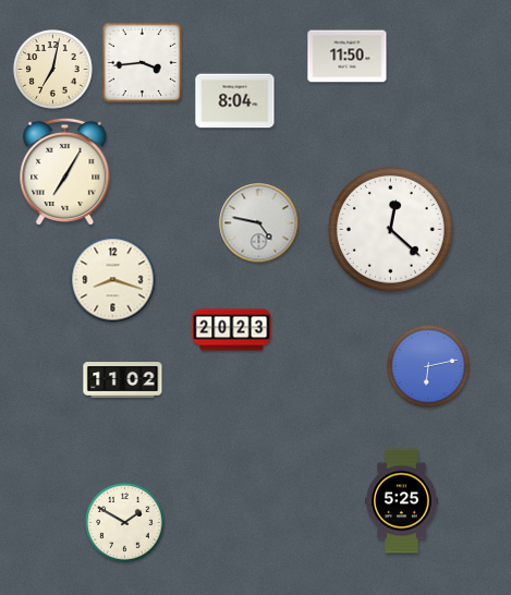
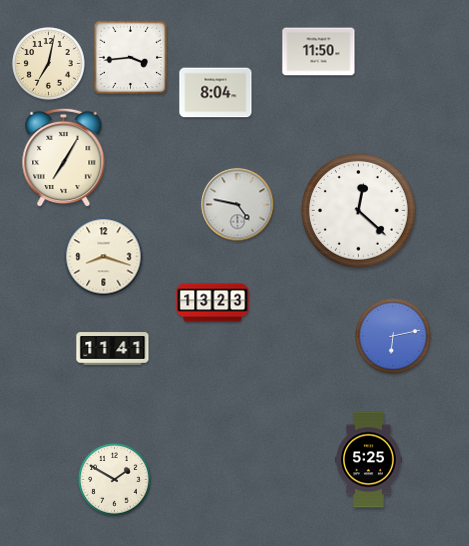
clock at (65, 172) position: (65, 172) -> (64, 158)
clock at (232, 330): 20:23 -> 13:23
clock at (123, 380): 11:02 -> 11:41
